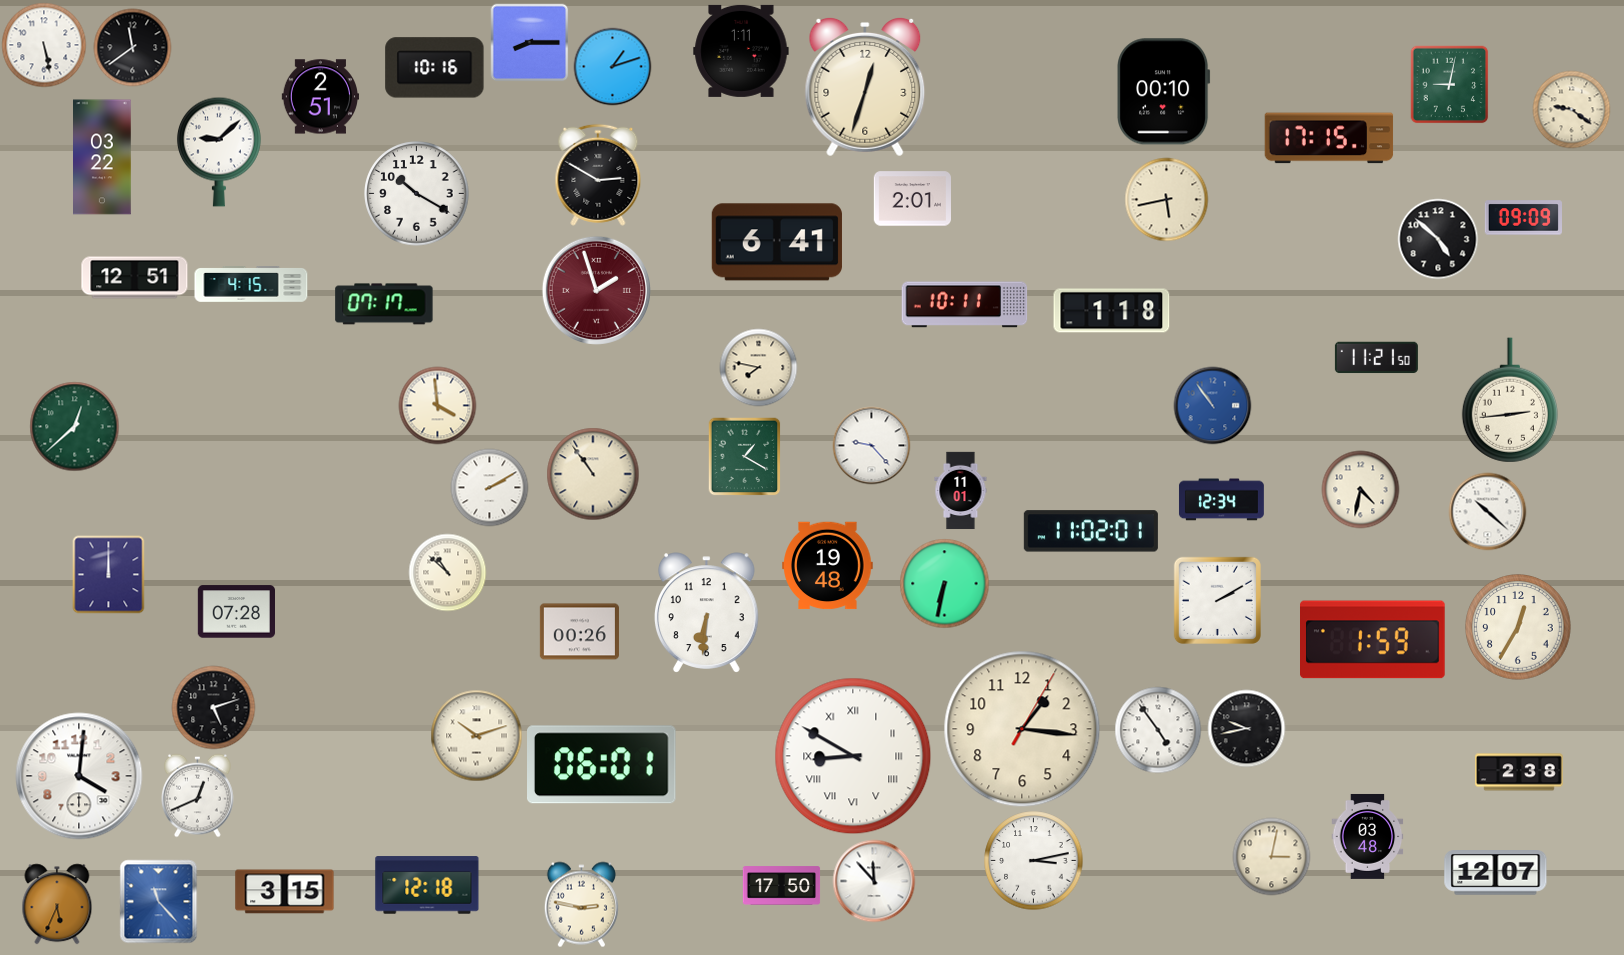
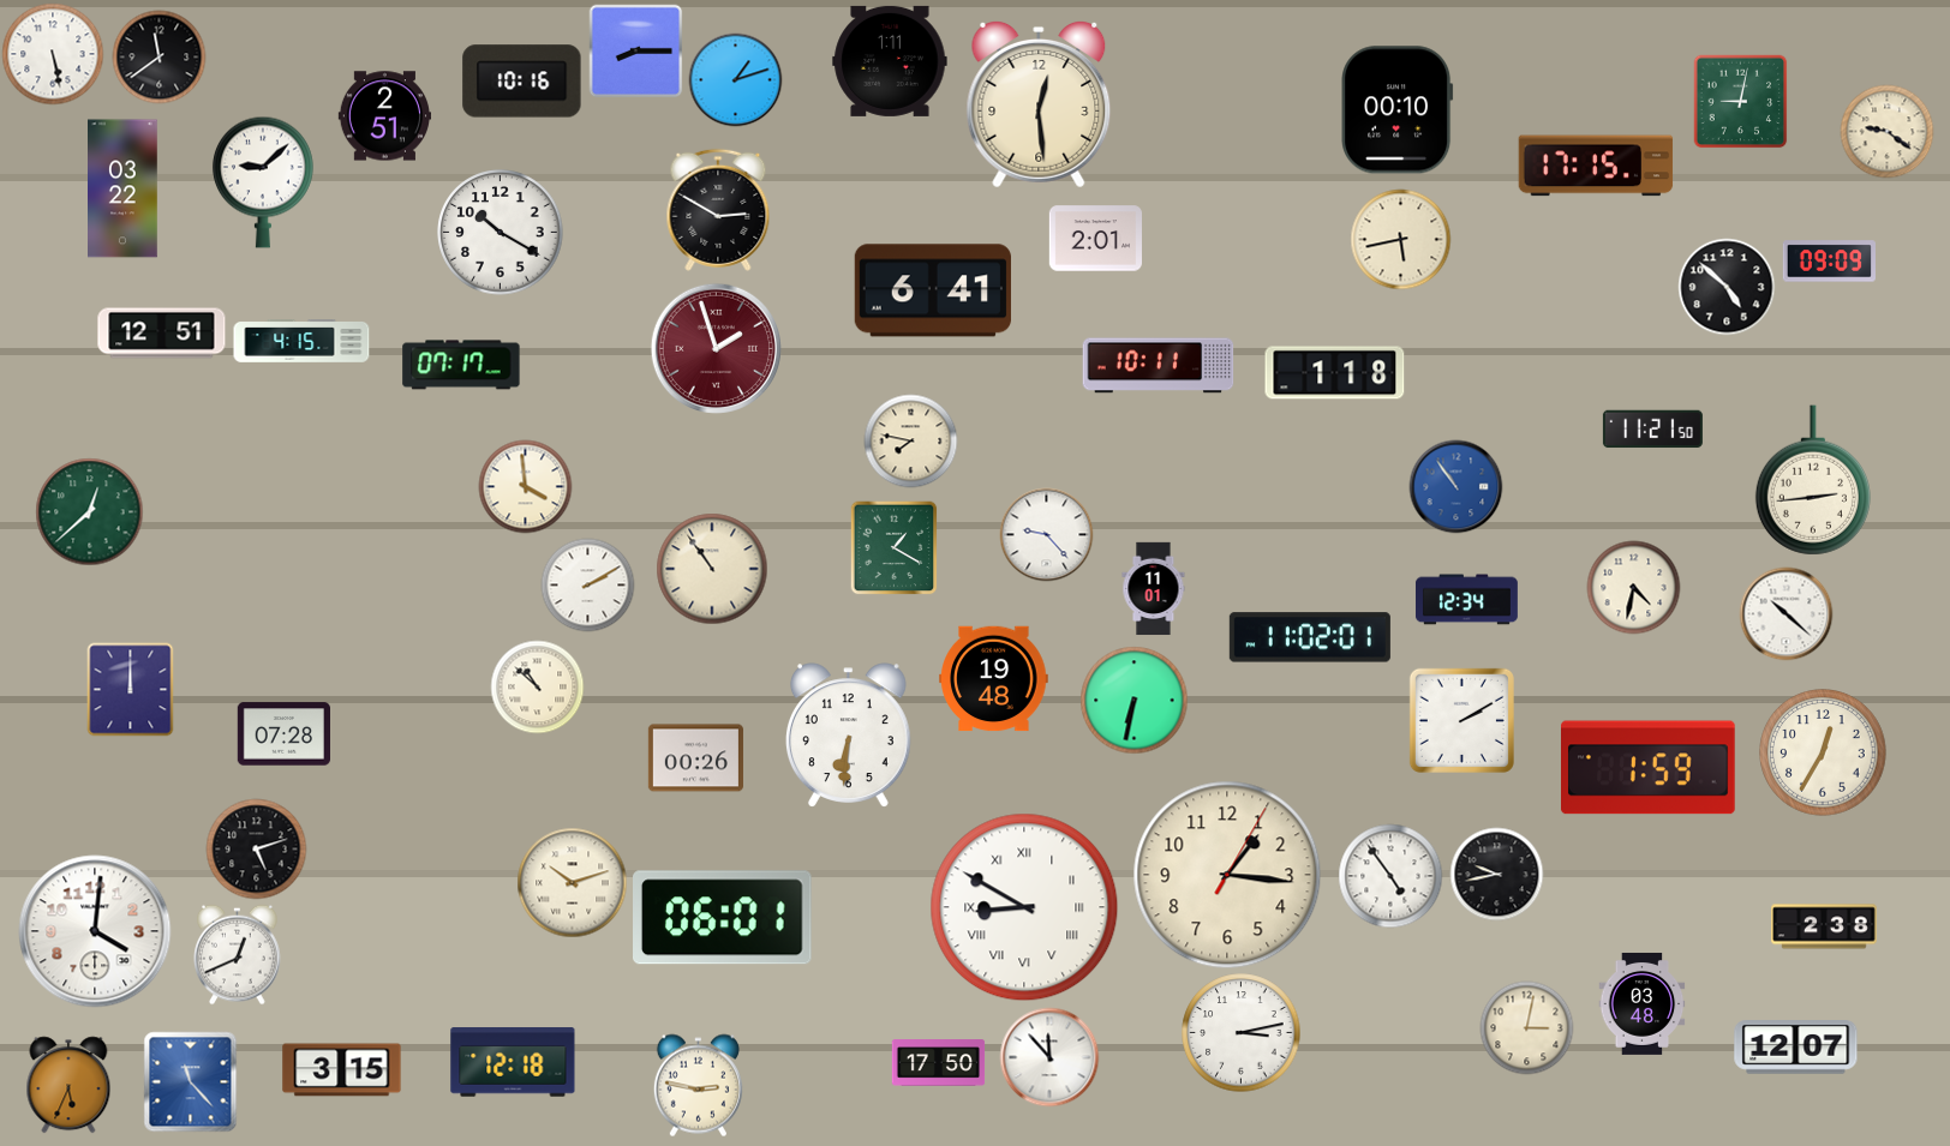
clock at (865, 88): 12:33 -> 12:29
